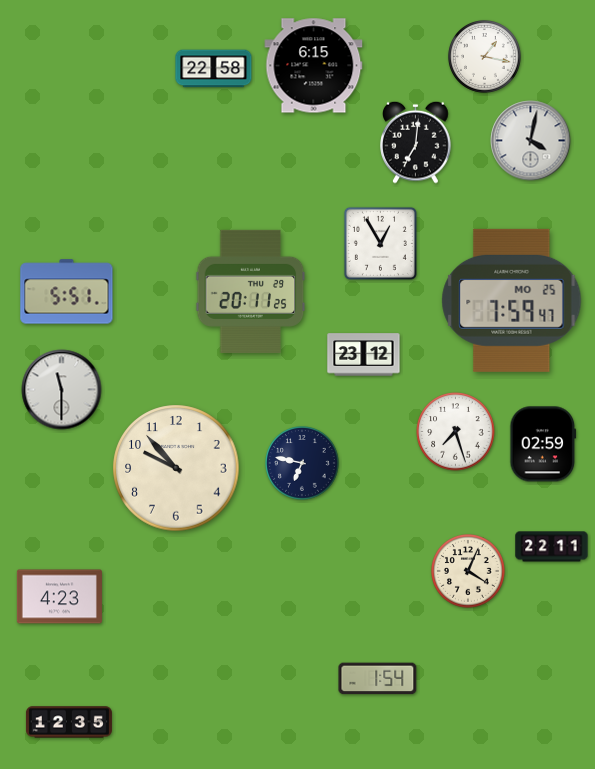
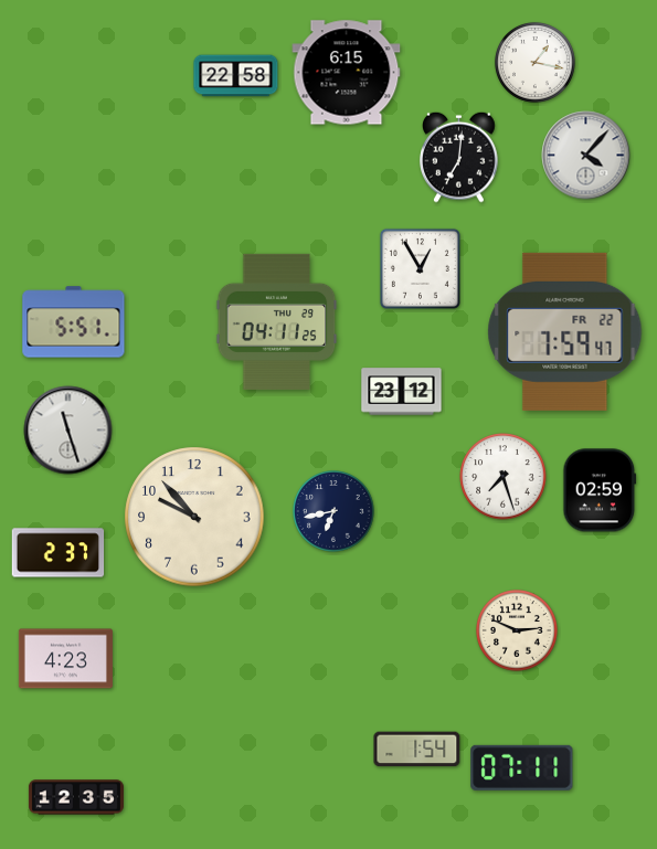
clock at (531, 141): 4:02 -> 4:07
clock at (251, 291): 20:11 -> 04:11
clock at (512, 300) date: MO 25 -> FR 22
clock at (62, 390): 11:30 -> 11:27
clock at (303, 464): 6:47 -> 6:43
clock at (59, 553): none -> 2:37
clock at (552, 547): 22:11 -> none
clock at (469, 572): 4:04 -> 2:49
clock at (522, 767): none -> 07:11
